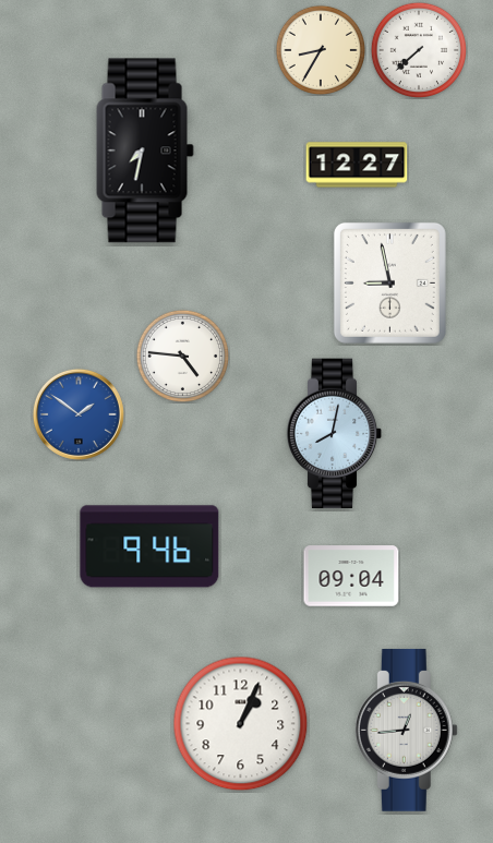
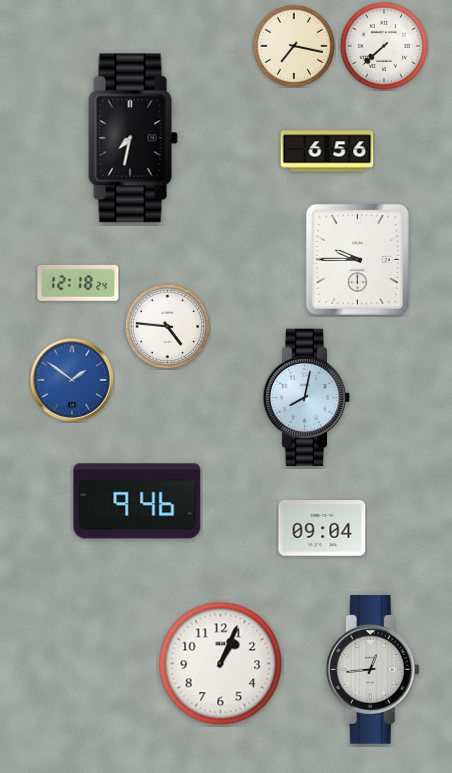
clock at (321, 50): 8:35 -> 7:17
clock at (357, 165): 12:27 -> 6:56
clock at (389, 282): 8:58 -> 9:45
clock at (78, 283): none -> 12:18
